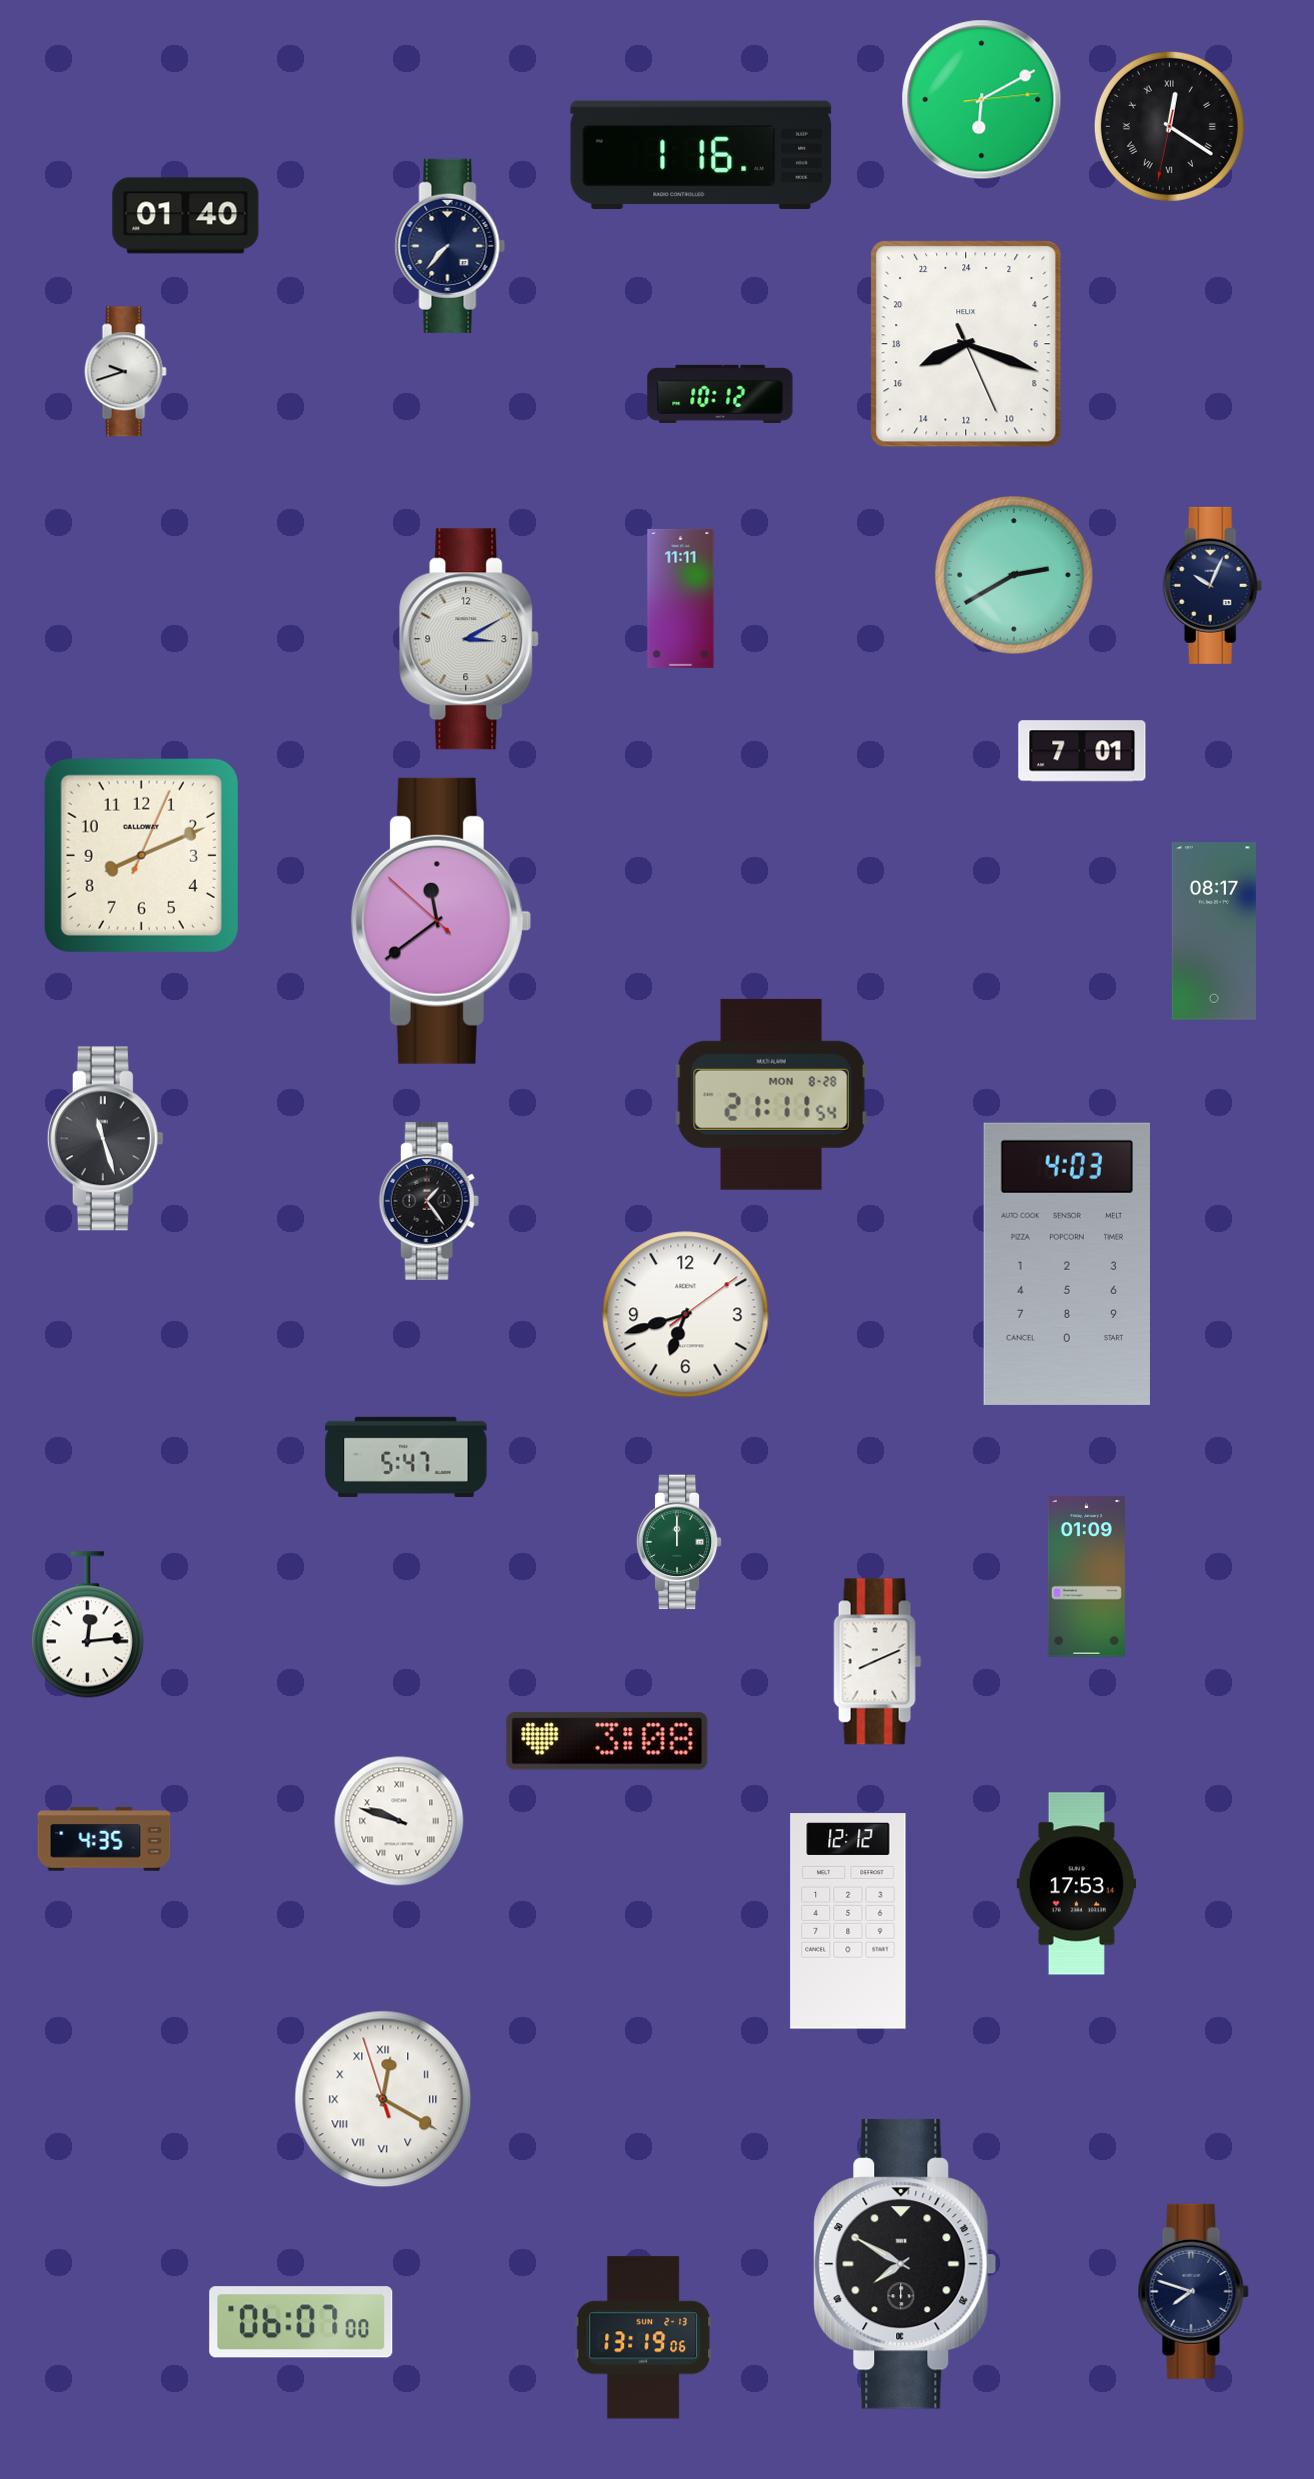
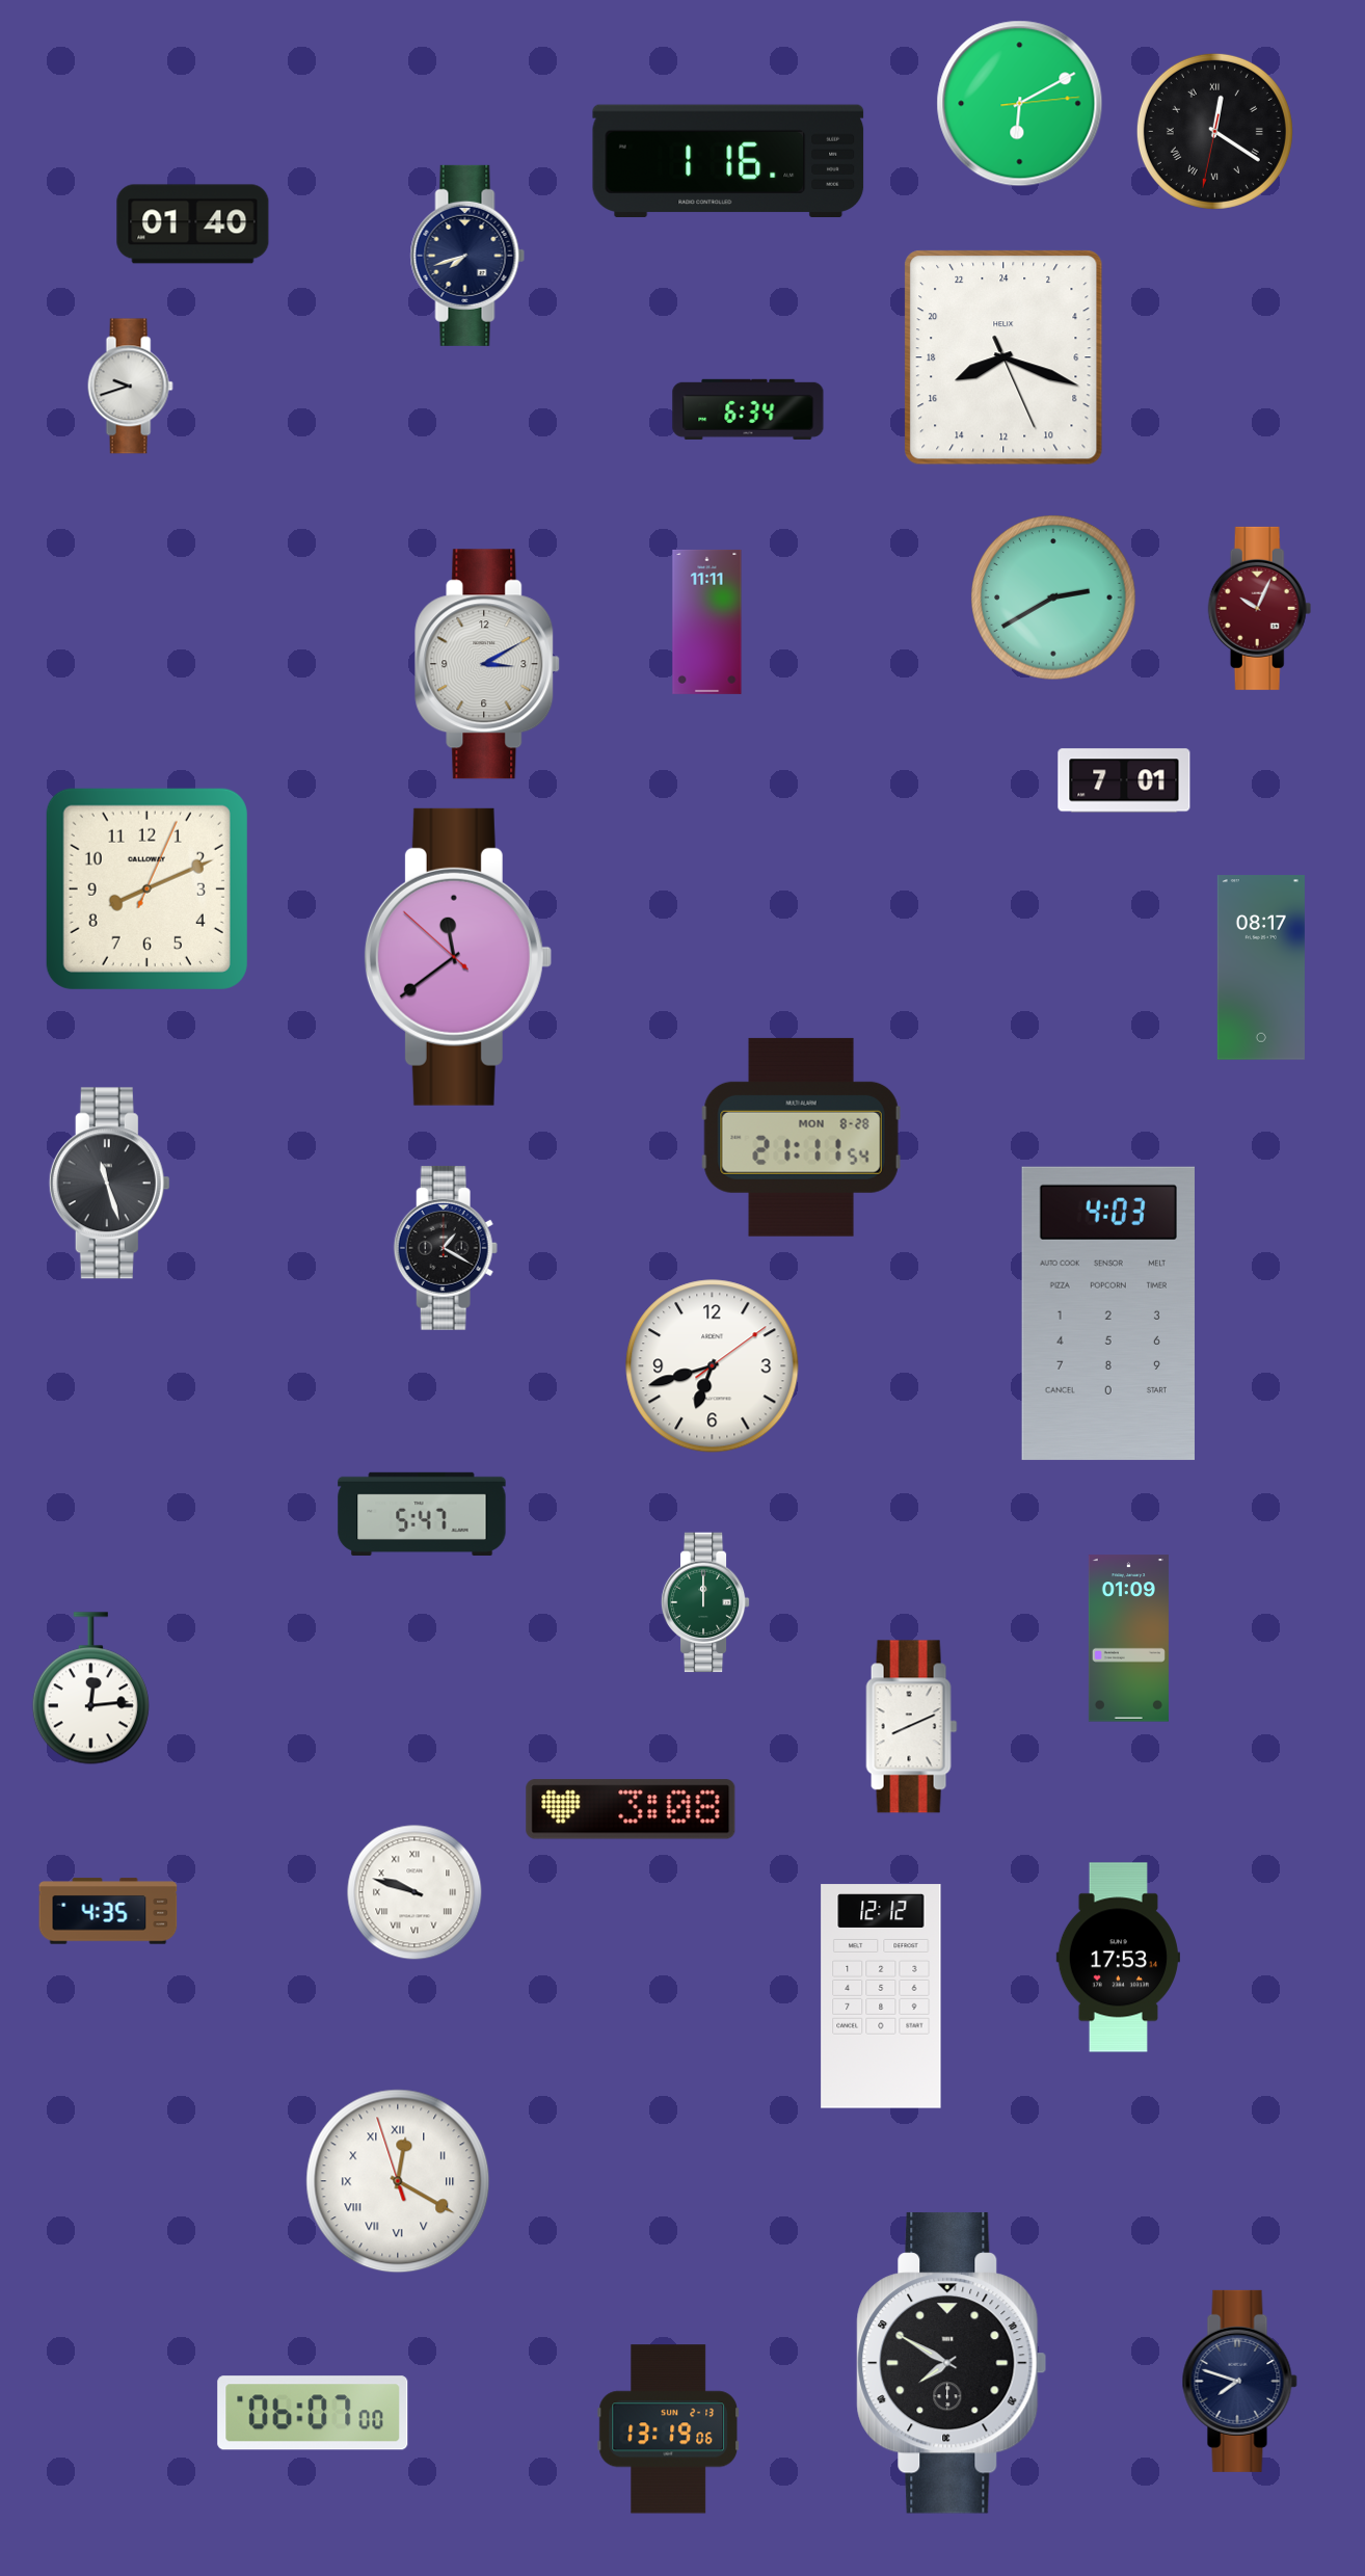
clock at (450, 246): 7:37 -> 7:42
clock at (720, 394): 10:12 -> 6:34
clock at (1213, 585) dial: navy -> burgundy
clock at (429, 1201): 1:24 -> 1:20
clock at (905, 2264) position: (905, 2264) -> (952, 2363)
